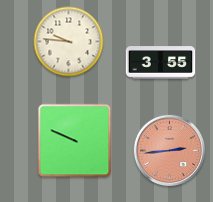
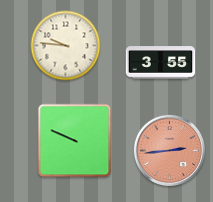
clock at (69, 42) position: (69, 42) -> (66, 46)
